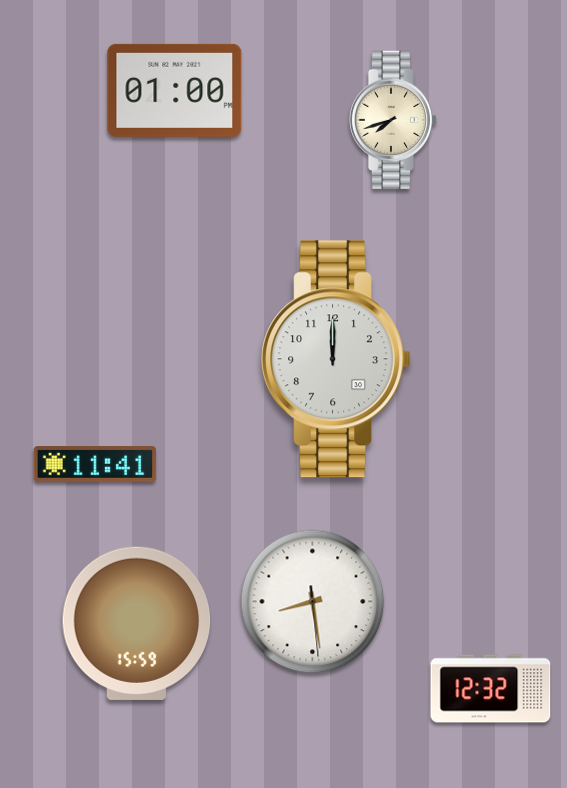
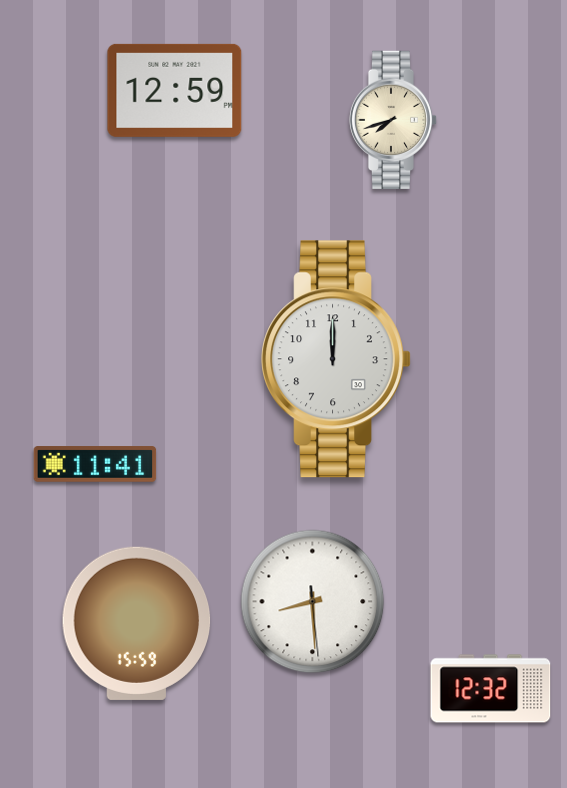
clock at (175, 90): 01:00 -> 12:59
clock at (313, 602): 8:28 -> 8:29
